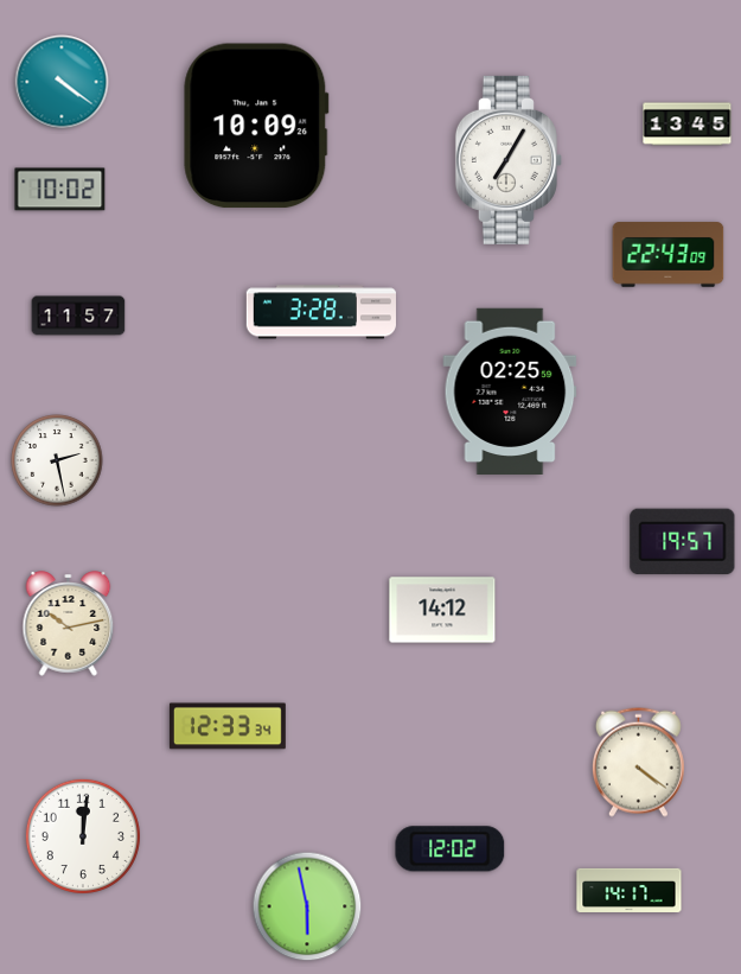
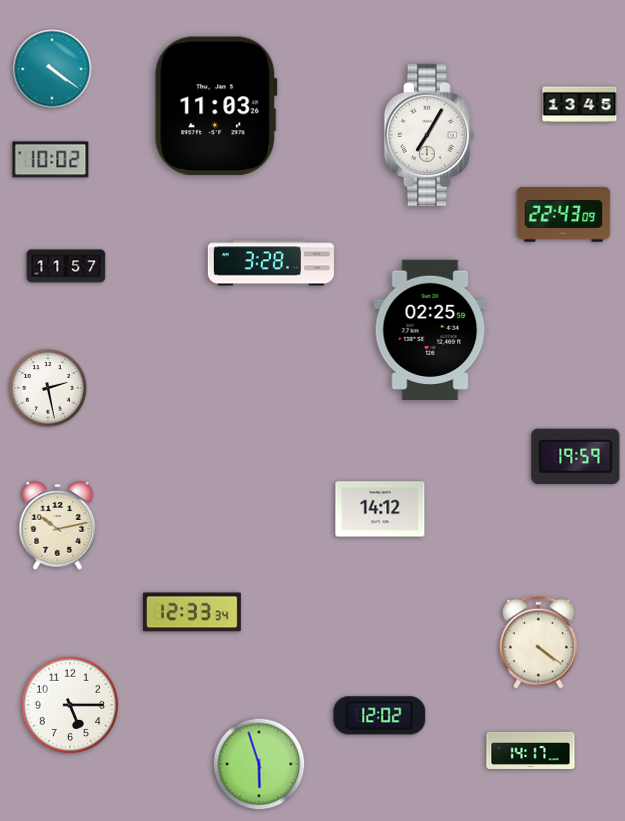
clock at (256, 126): 10:09 -> 11:03
clock at (683, 542): 19:57 -> 19:59
clock at (442, 610) position: (442, 610) -> (380, 509)
clock at (83, 836): 12:01 -> 5:15
clock at (307, 906): 5:58 -> 5:57
